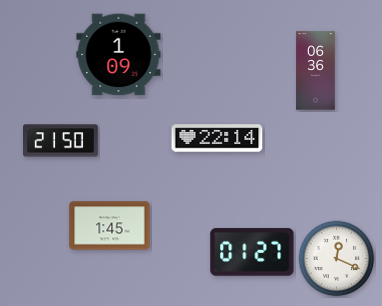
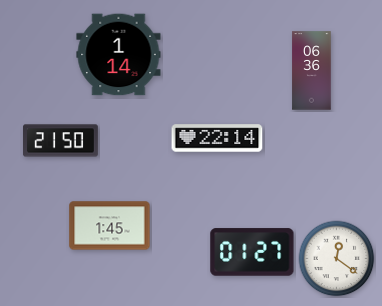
clock at (119, 55): 1:09 -> 1:14
clock at (316, 71) position: (316, 71) -> (312, 71)
clock at (337, 259): 12:19 -> 12:21
